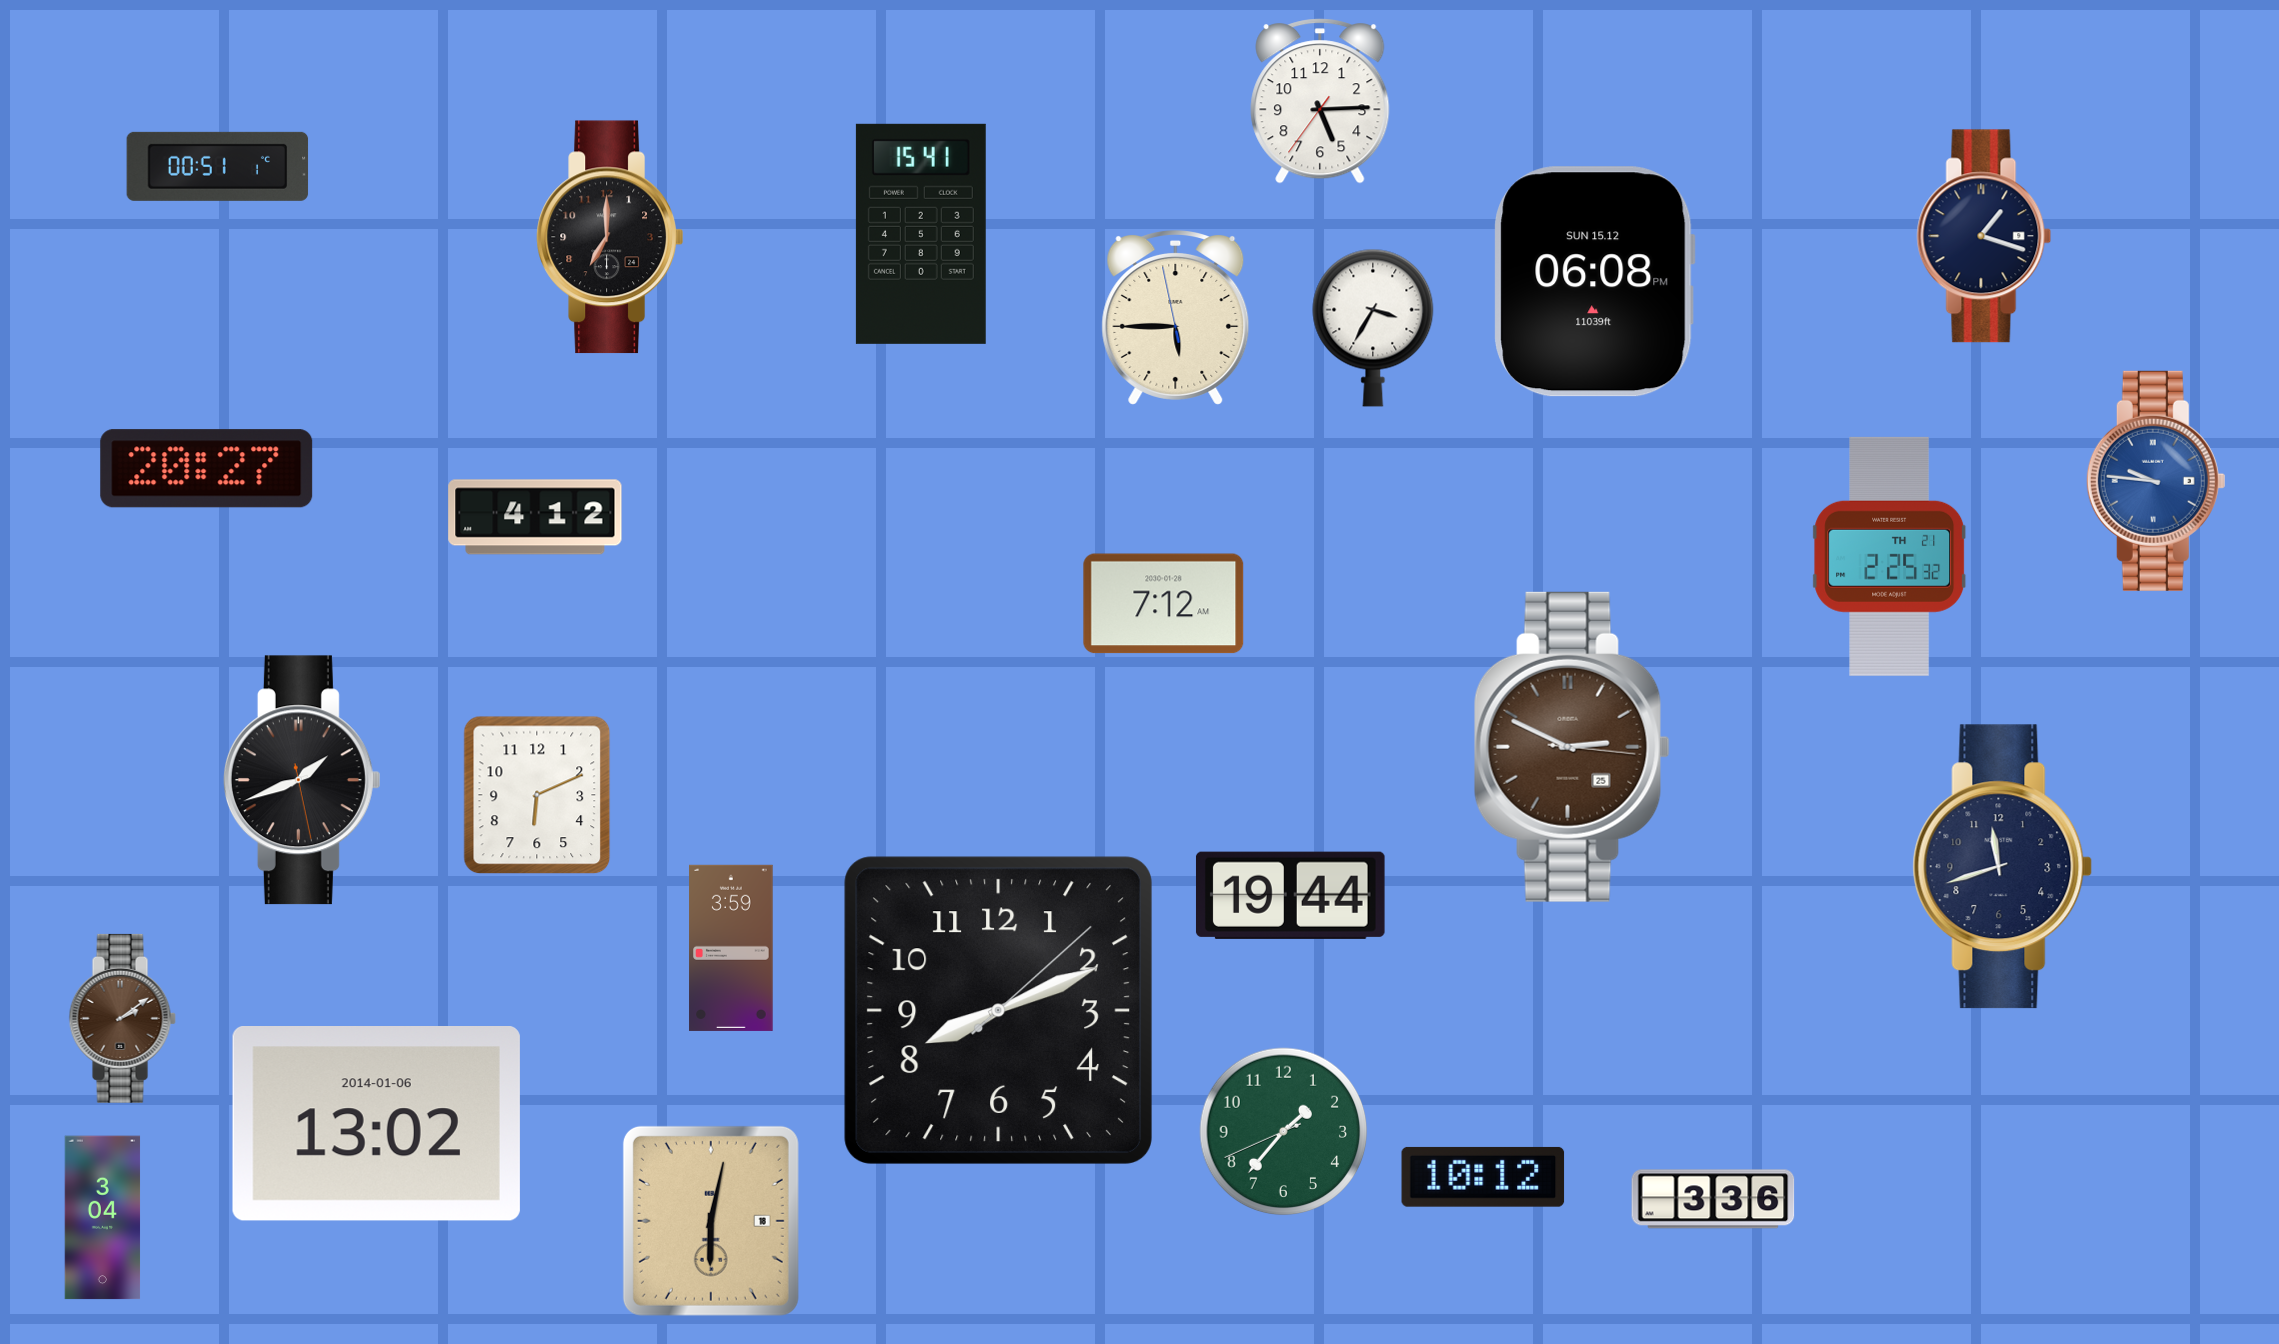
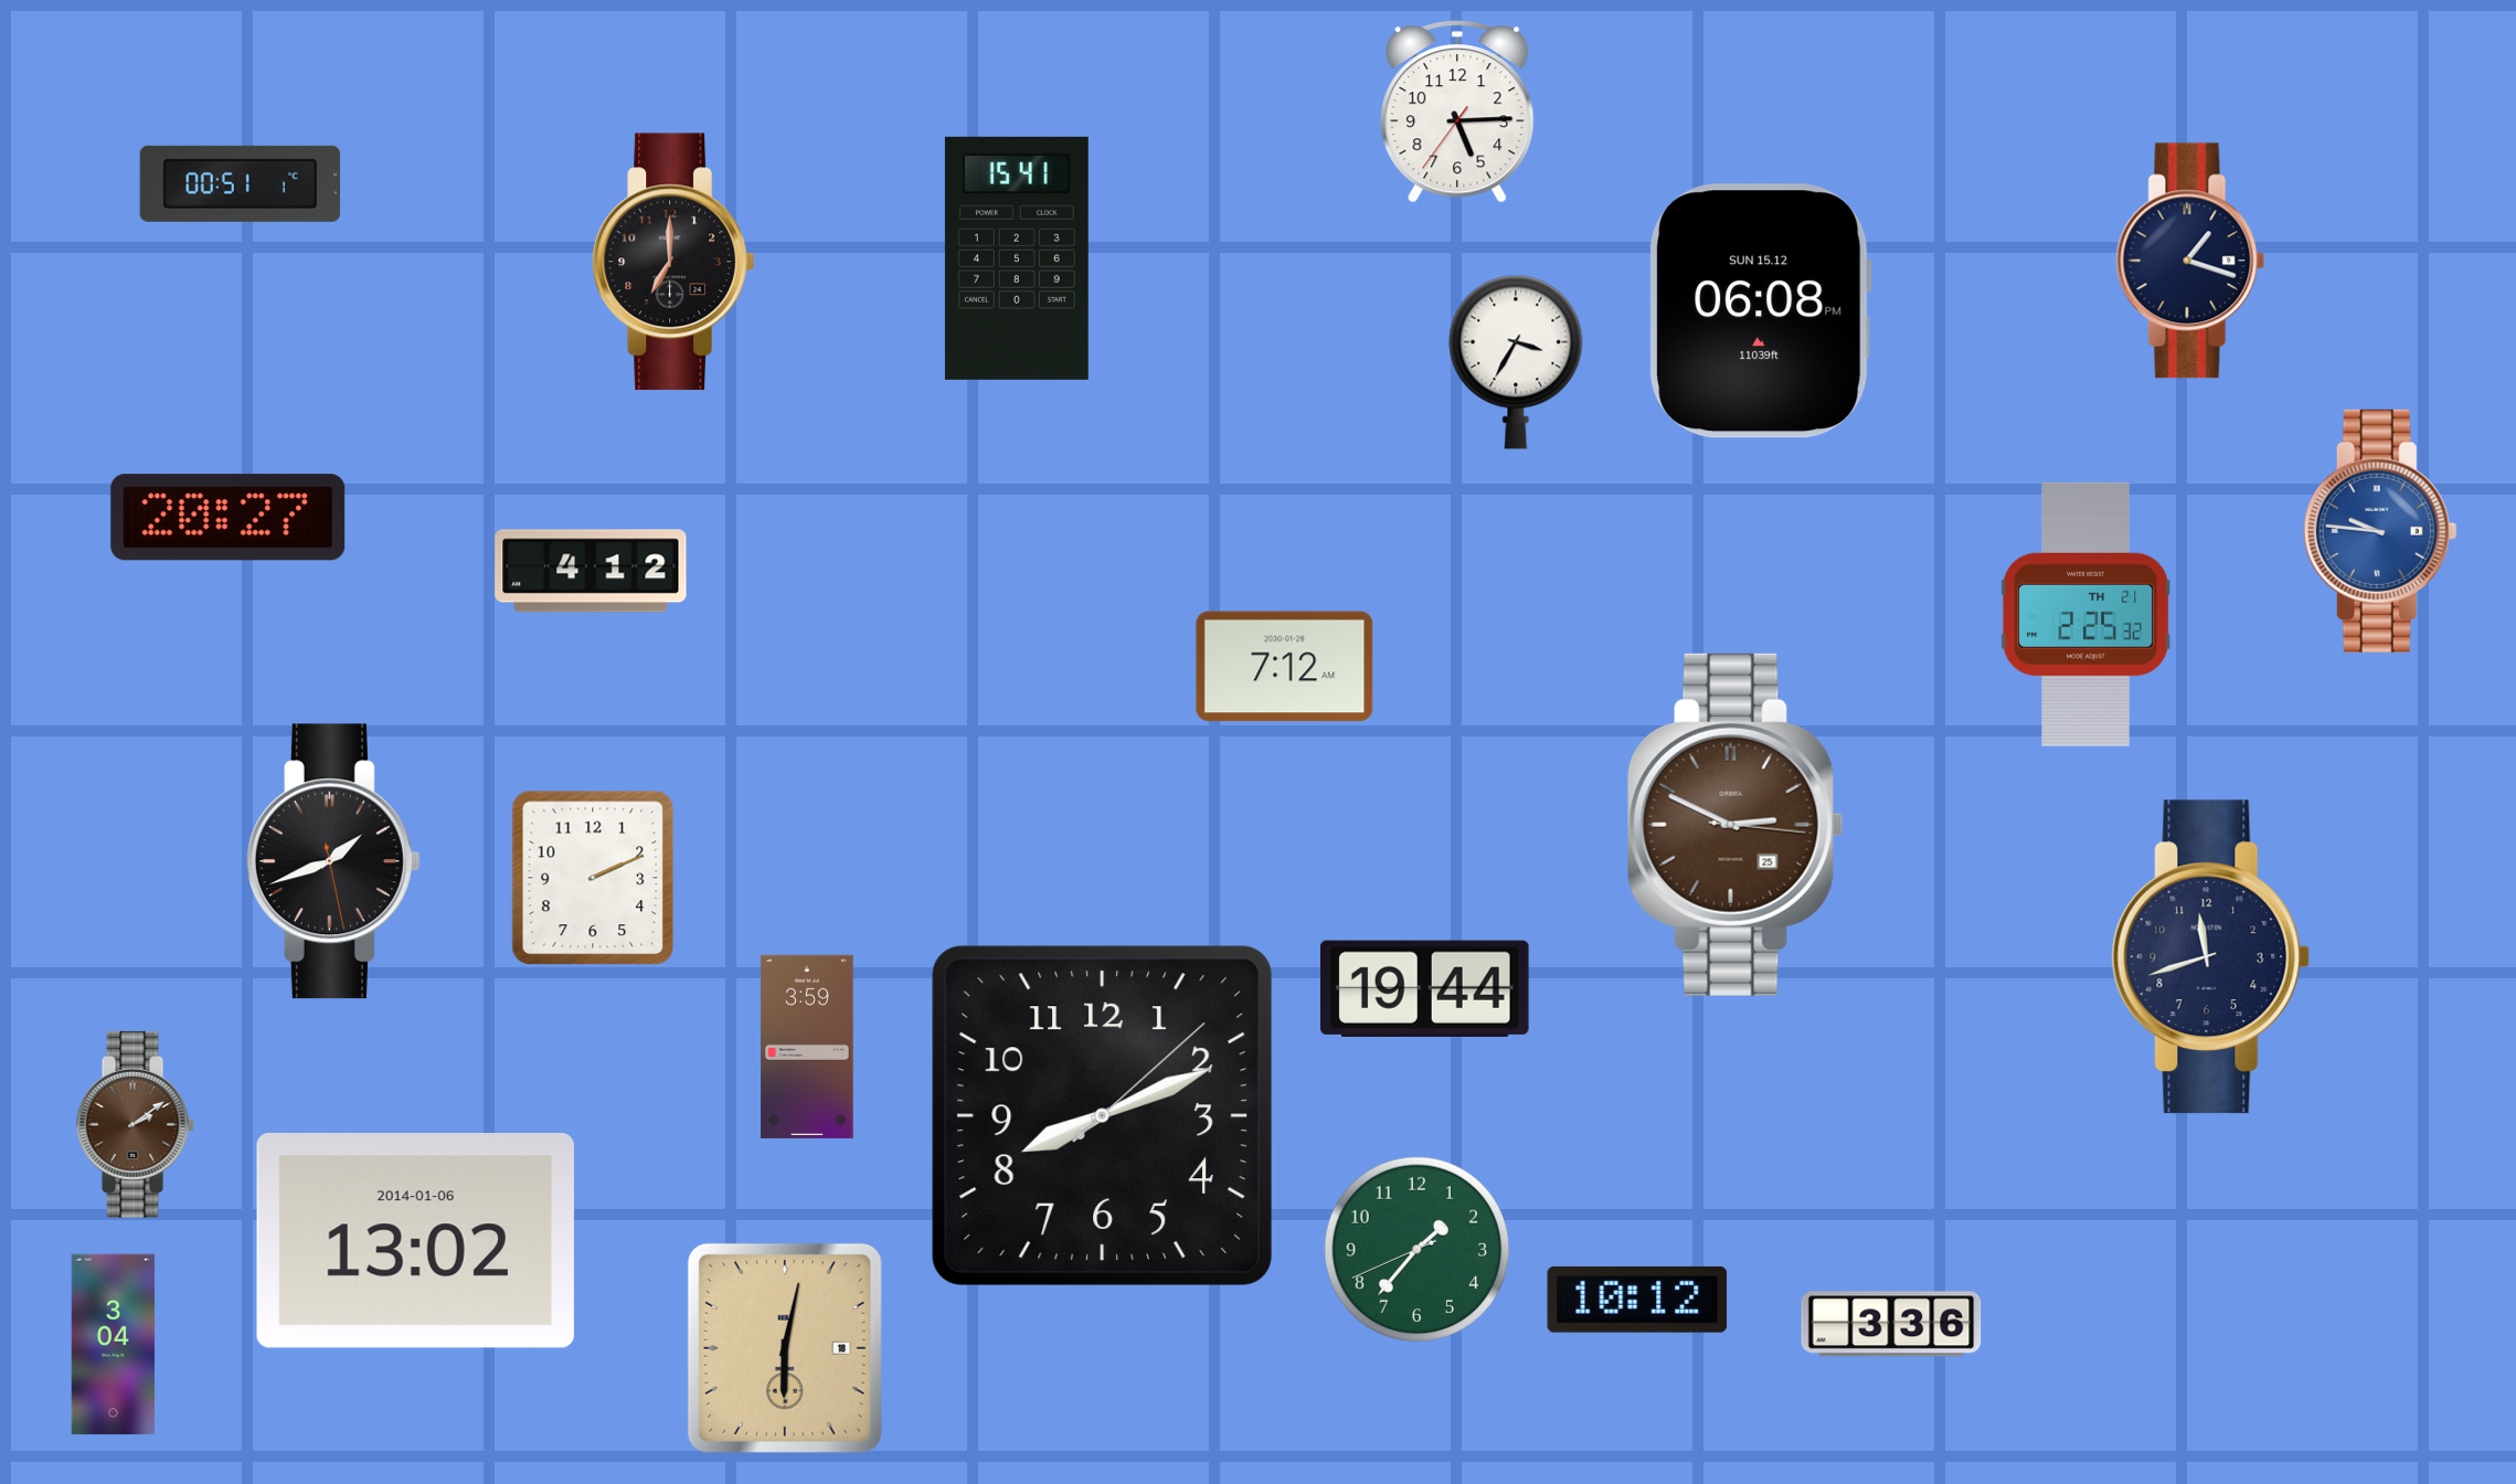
clock at (1176, 318): 5:44 -> none
clock at (537, 795): 6:11 -> 2:11
